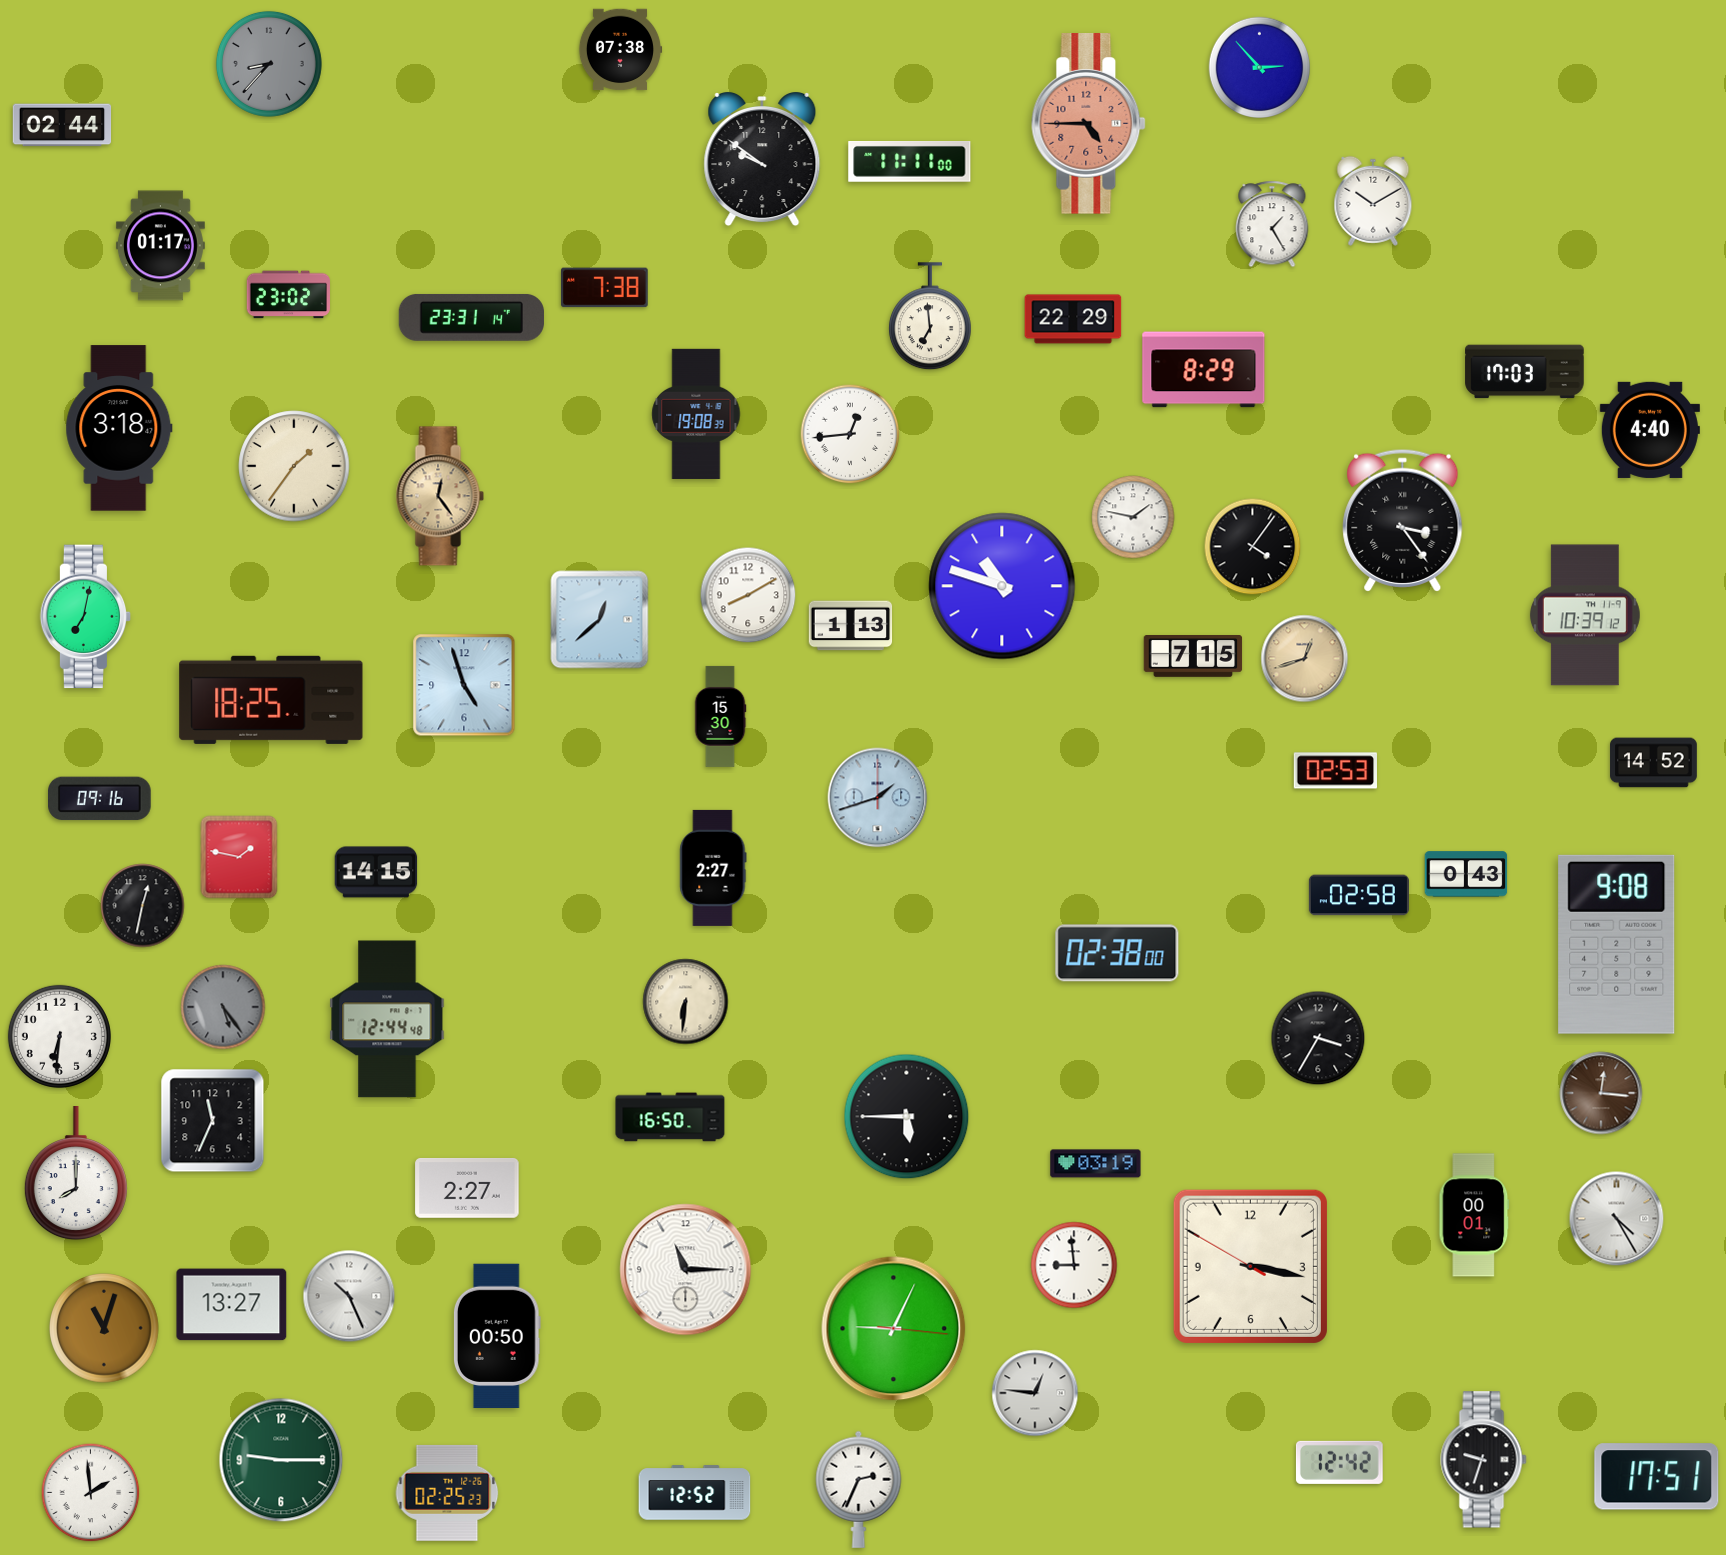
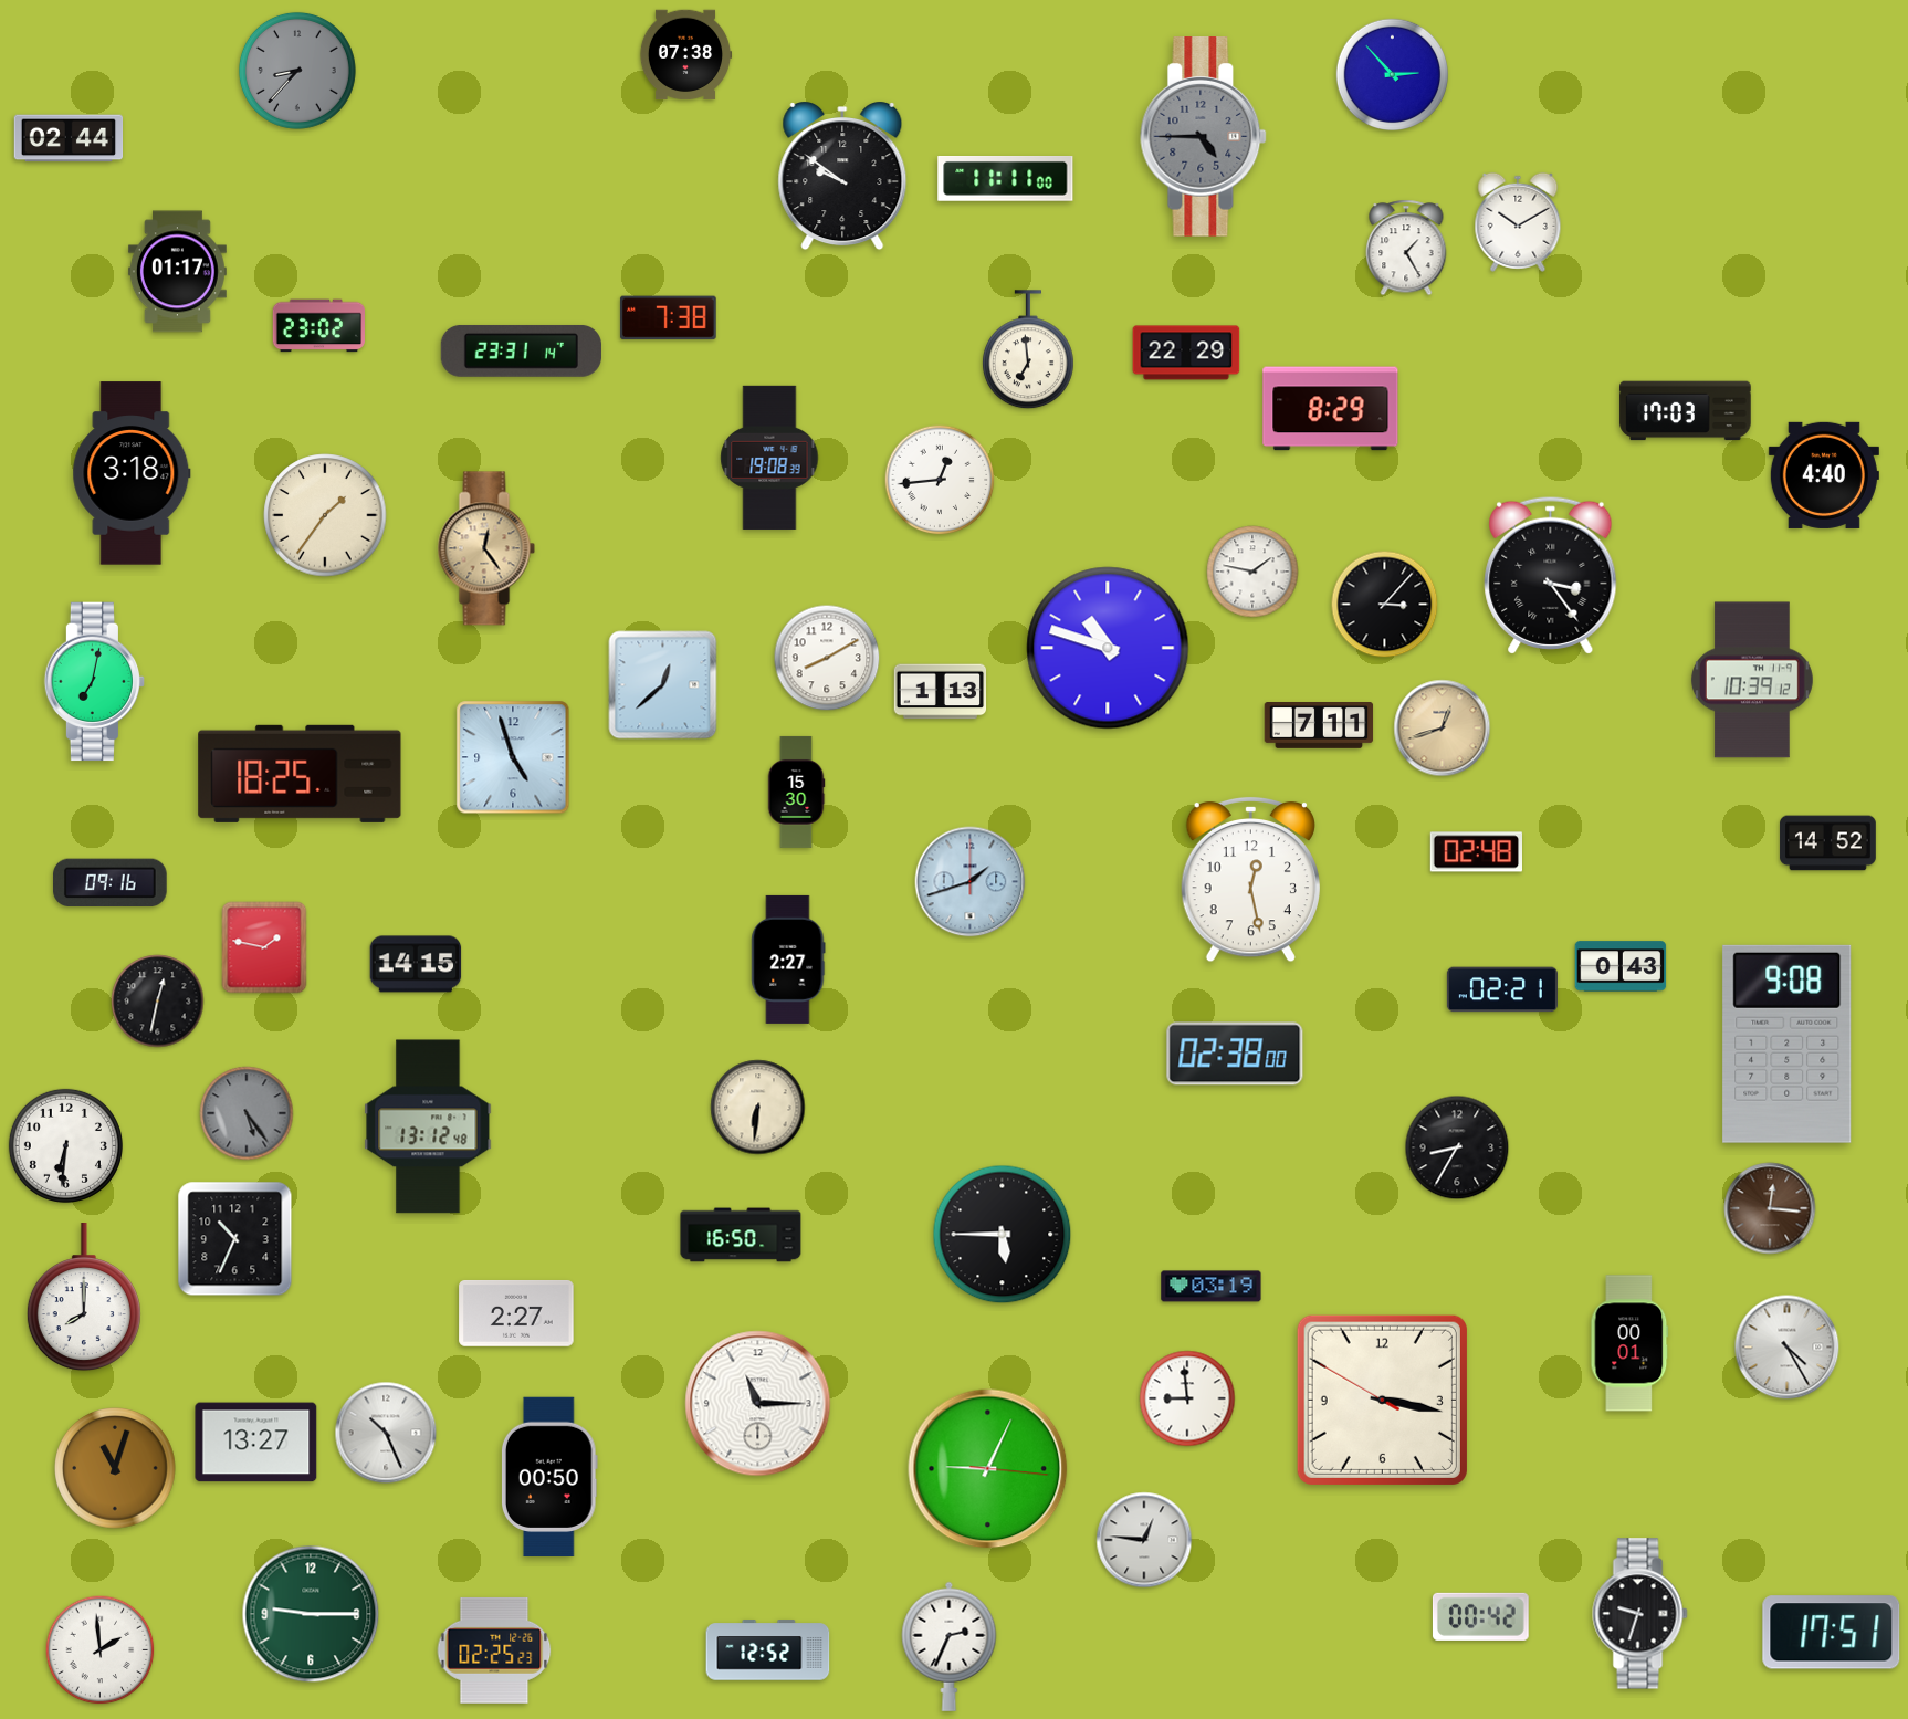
clock at (1089, 124) dial: salmon -> grey
clock at (1253, 547): 4:06 -> 3:07
clock at (1193, 657): 7:15 -> 7:11
clock at (1336, 771): 02:53 -> 02:48
clock at (1250, 879): none -> 12:28
clock at (1359, 895): 02:58 -> 02:21
clock at (387, 1019): 12:44 -> 13:12
clock at (1318, 1038): 3:35 -> 8:35
clock at (213, 1121): 11:34 -> 10:34
clock at (1339, 1462): 12:42 -> 00:42
